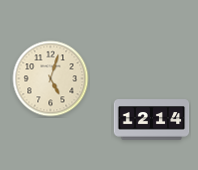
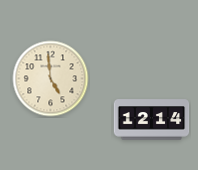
clock at (51, 79): 5:03 -> 4:59
